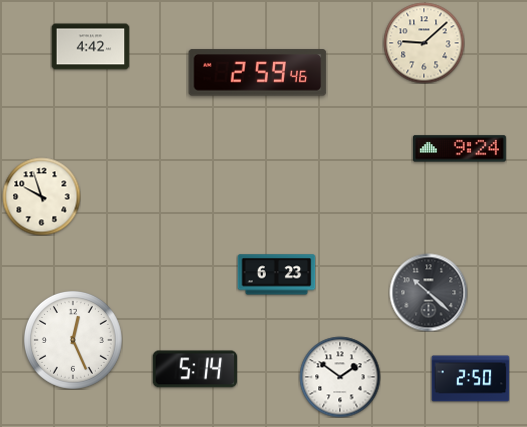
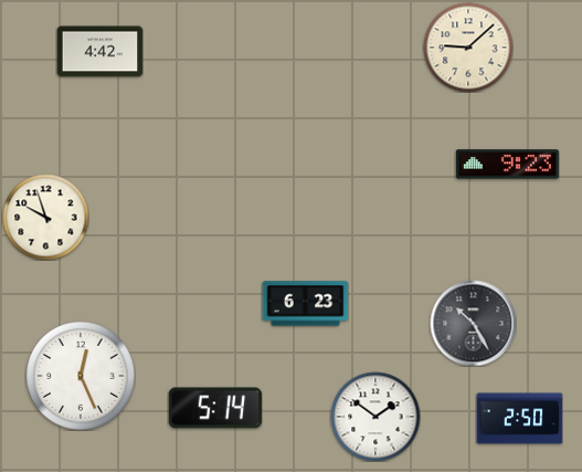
clock at (258, 73): 2:59 -> none
clock at (459, 149): 9:24 -> 9:23
clock at (428, 292): 10:22 -> 10:25
